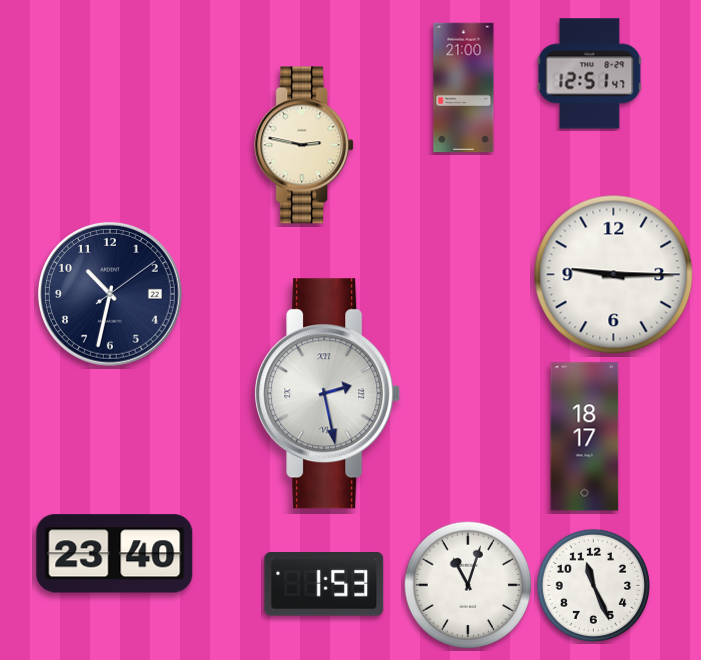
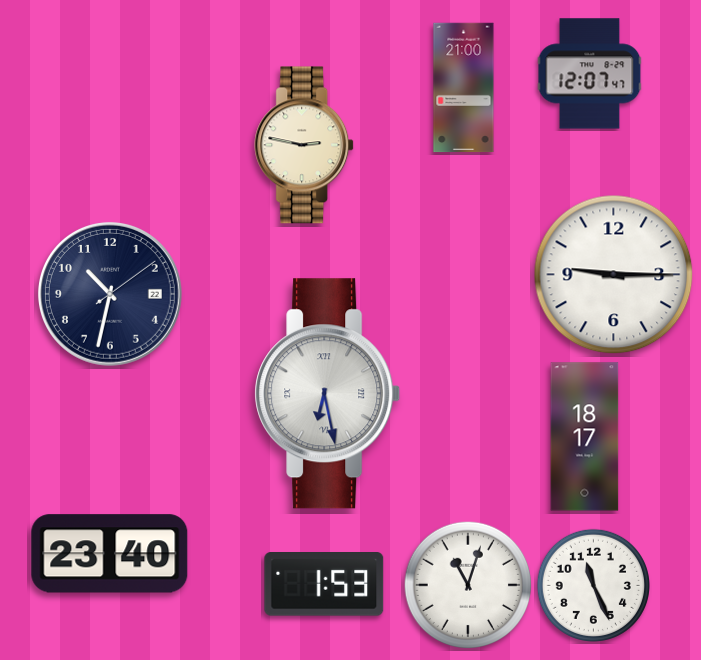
clock at (590, 74): 12:51 -> 12:07
clock at (328, 394): 2:28 -> 6:28
clock at (115, 554) position: (115, 554) -> (110, 554)
